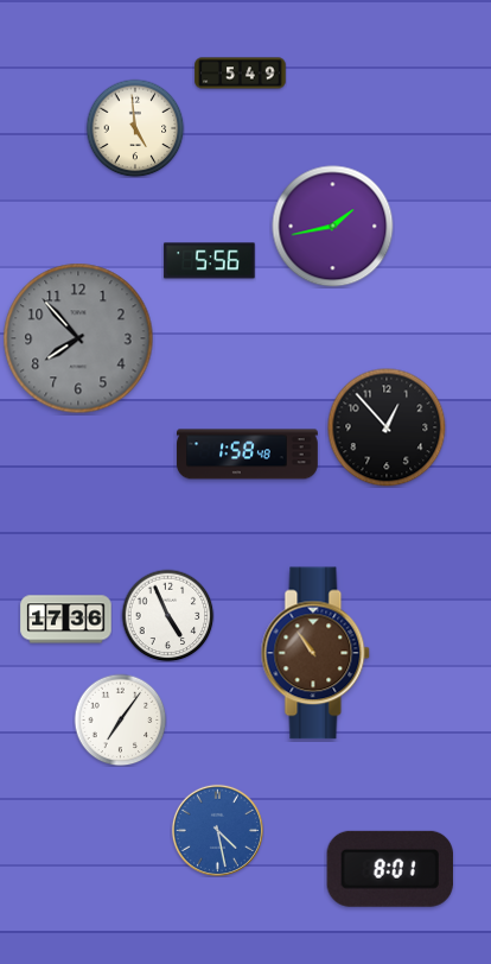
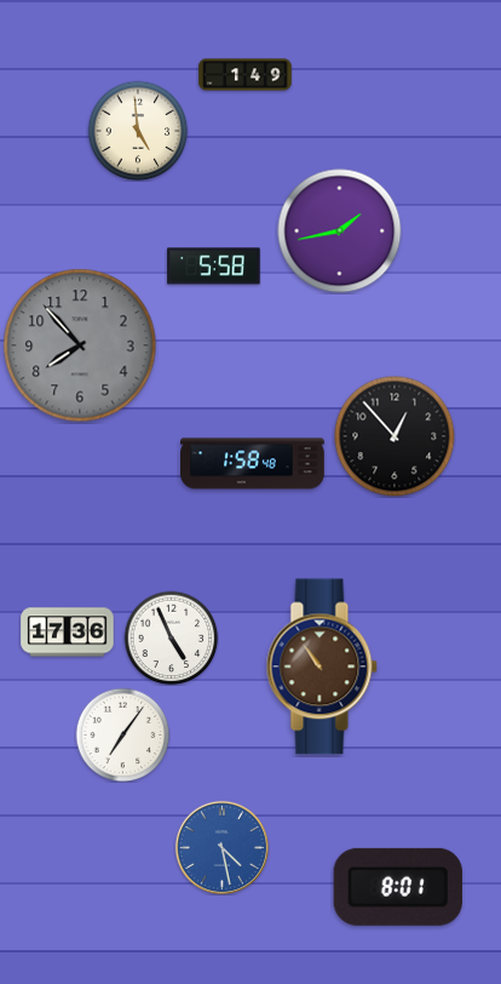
clock at (241, 74): 5:49 -> 1:49
clock at (210, 261): 5:56 -> 5:58
clock at (167, 615) position: (167, 615) -> (171, 637)
